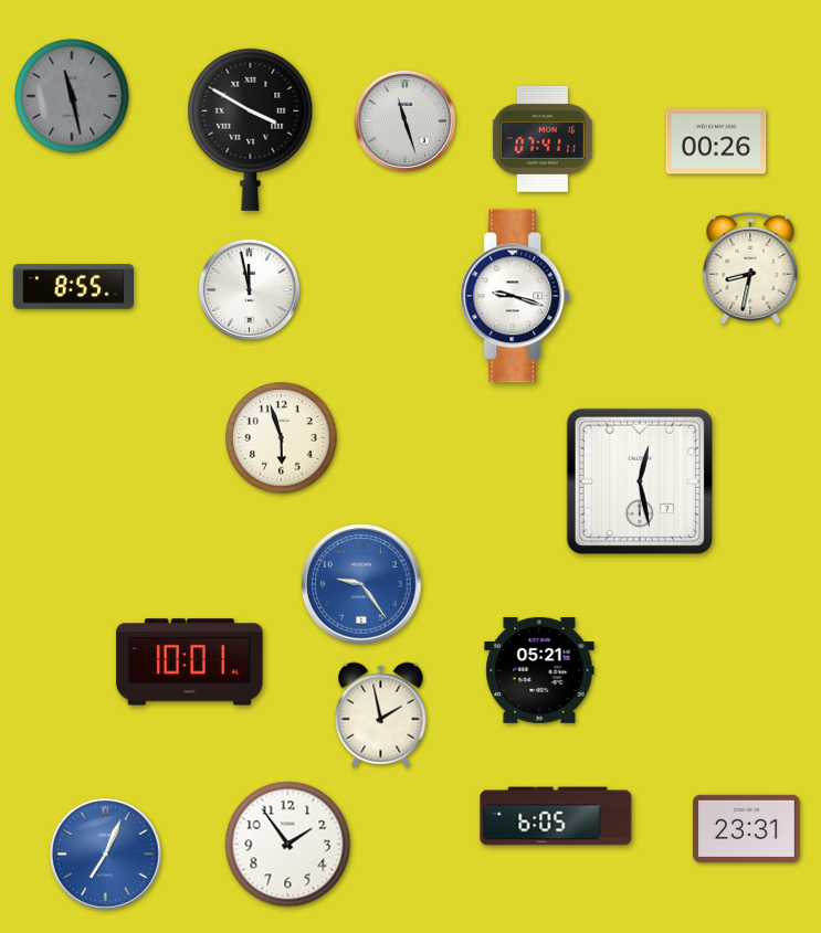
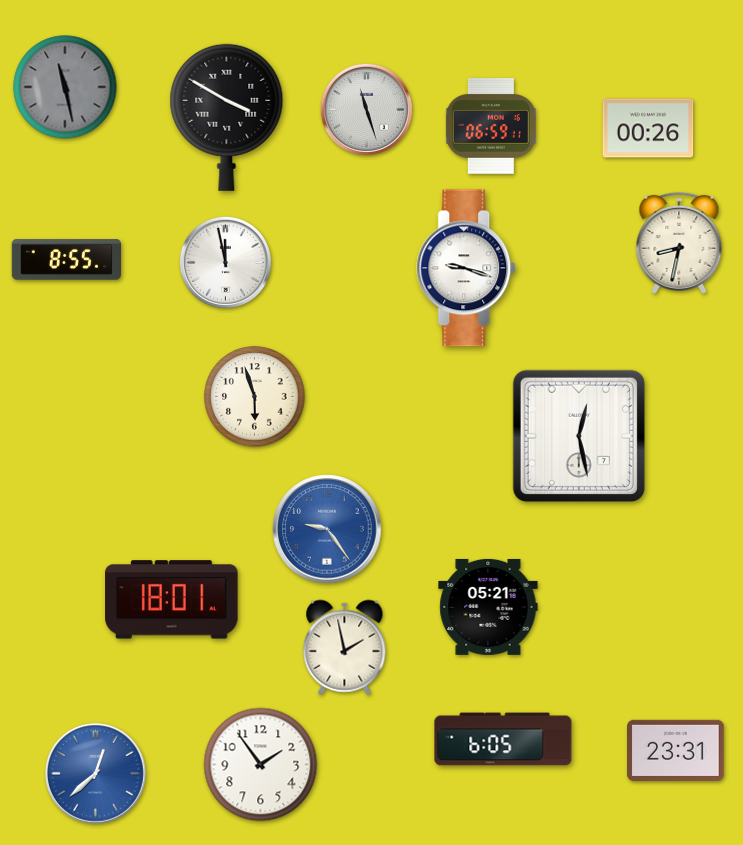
clock at (543, 139): 07:41 -> 06:59
clock at (190, 662): 10:01 -> 18:01
clock at (106, 855): 7:04 -> 12:38
